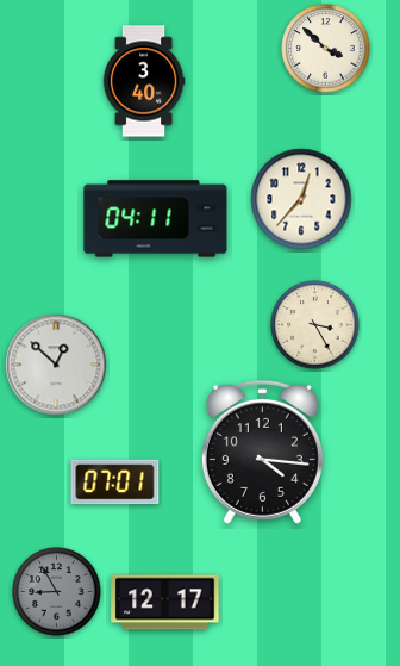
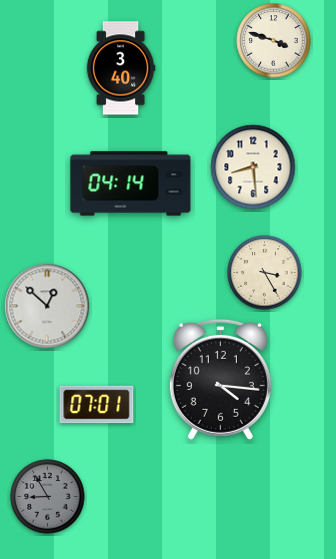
clock at (326, 49): 3:52 -> 3:48
clock at (301, 199): 12:37 -> 8:29
clock at (156, 219): 04:11 -> 04:14
clock at (165, 603): 12:17 -> none
